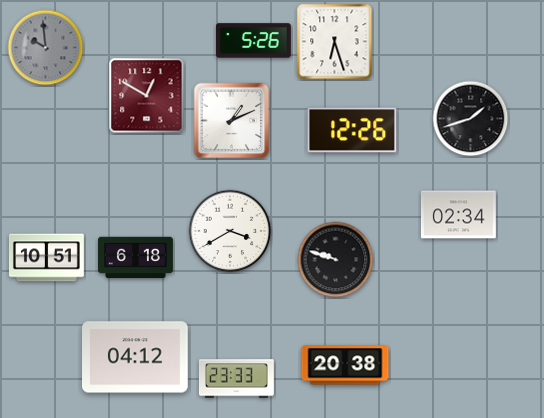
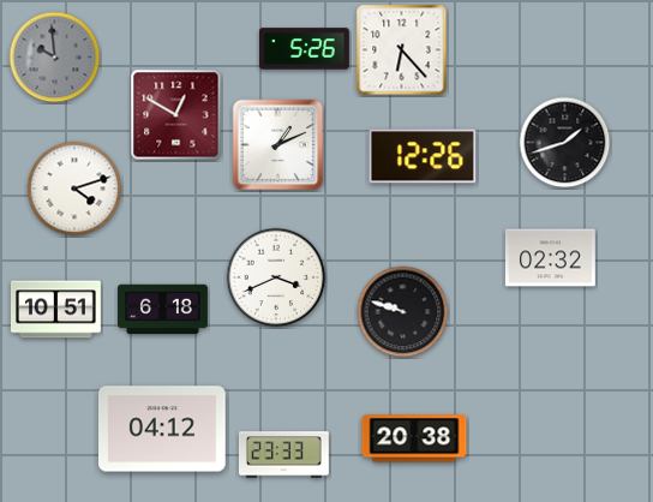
clock at (335, 42): 6:27 -> 6:23
clock at (74, 189): none -> 4:12
clock at (458, 215): 02:34 -> 02:32
clock at (230, 231): 3:40 -> 3:41
